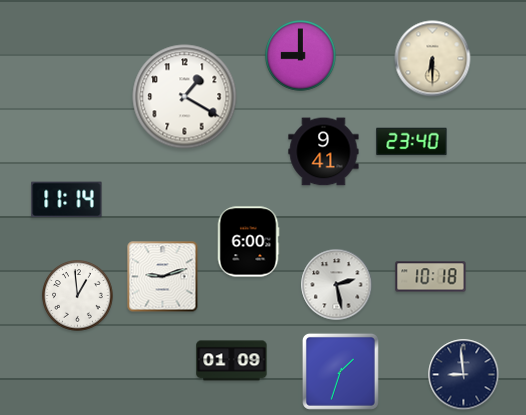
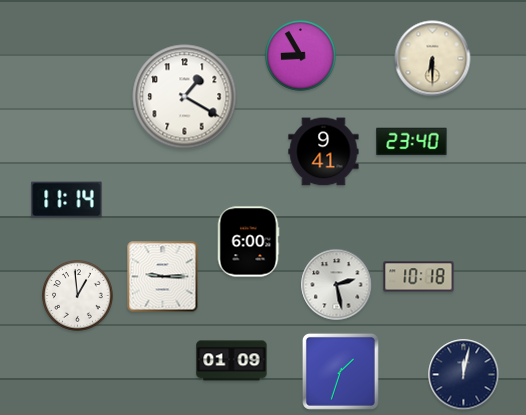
clock at (301, 56): 9:00 -> 8:55
clock at (163, 277): 9:12 -> 9:15
clock at (431, 277) position: (431, 277) -> (419, 277)
clock at (464, 375): 8:59 -> 12:02
